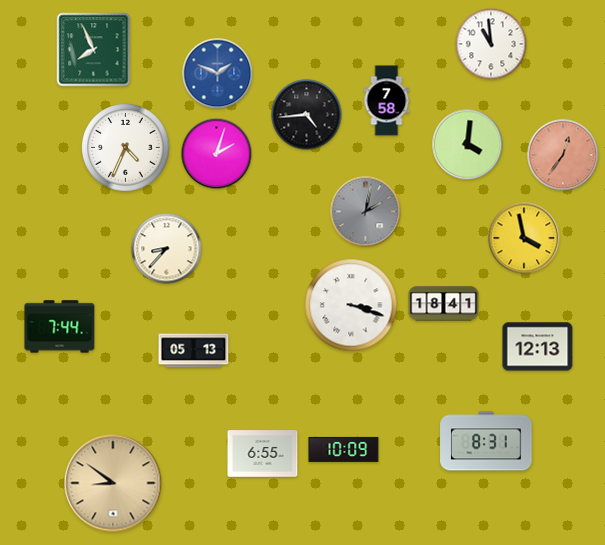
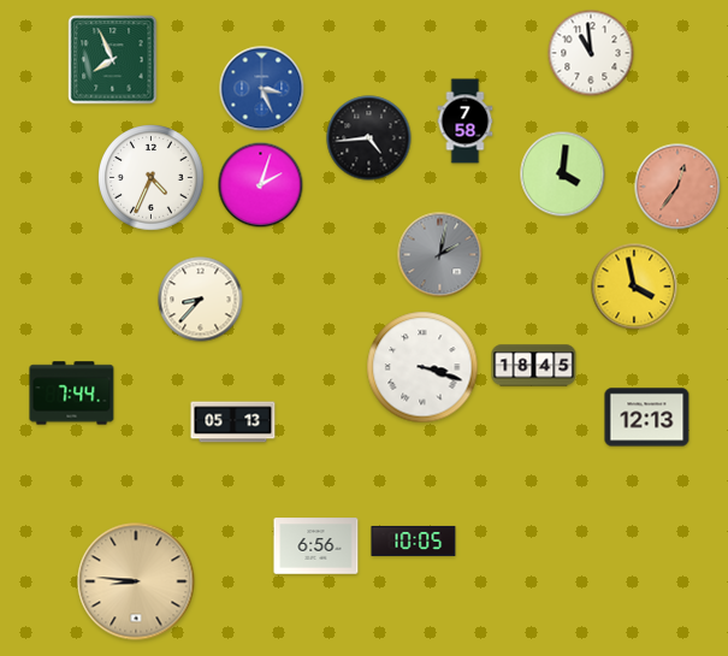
clock at (218, 74): 1:49 -> 3:26
clock at (524, 238) position: (524, 238) -> (634, 286)
clock at (444, 304): 18:41 -> 18:45
clock at (486, 441): 8:31 -> none
clock at (344, 449): 10:09 -> 10:05
clock at (263, 454): 6:55 -> 6:56
clock at (113, 483): 8:51 -> 8:46
